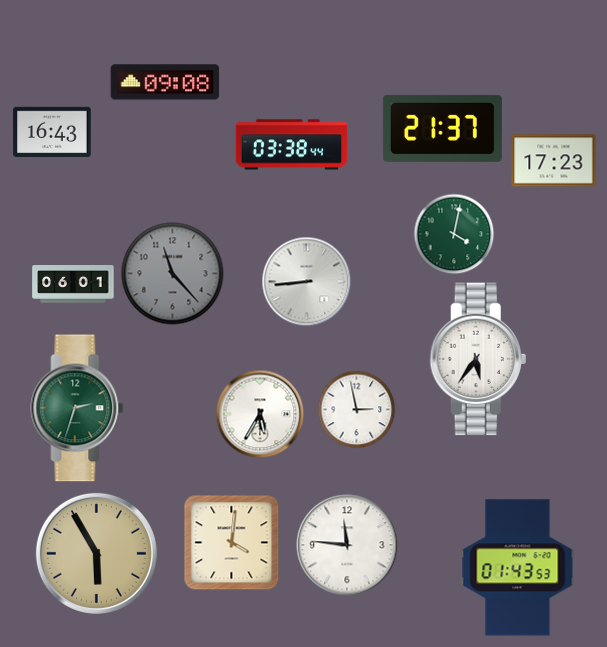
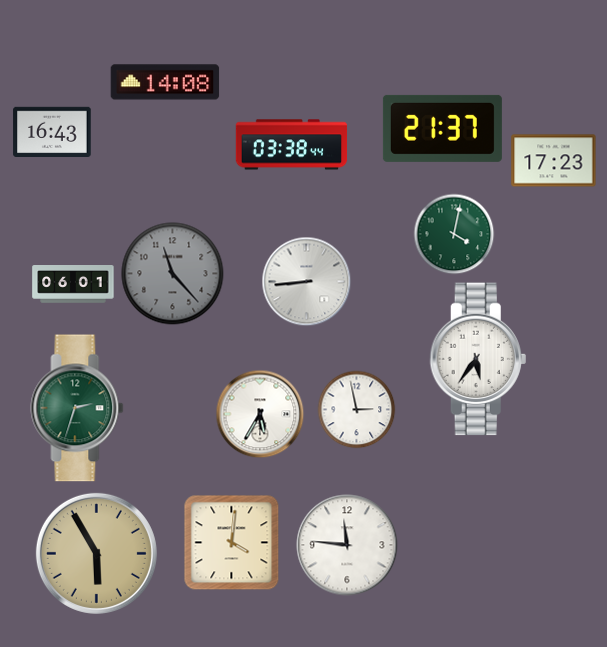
clock at (165, 82): 09:08 -> 14:08
clock at (518, 568): 01:43 -> none
